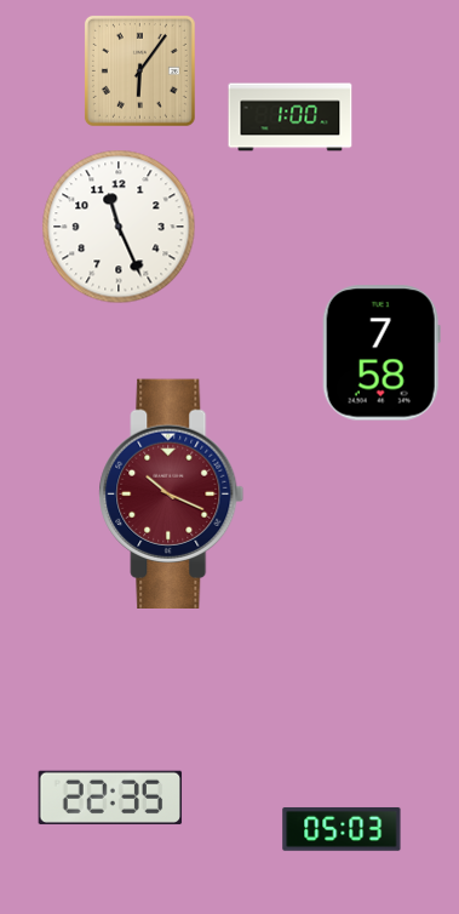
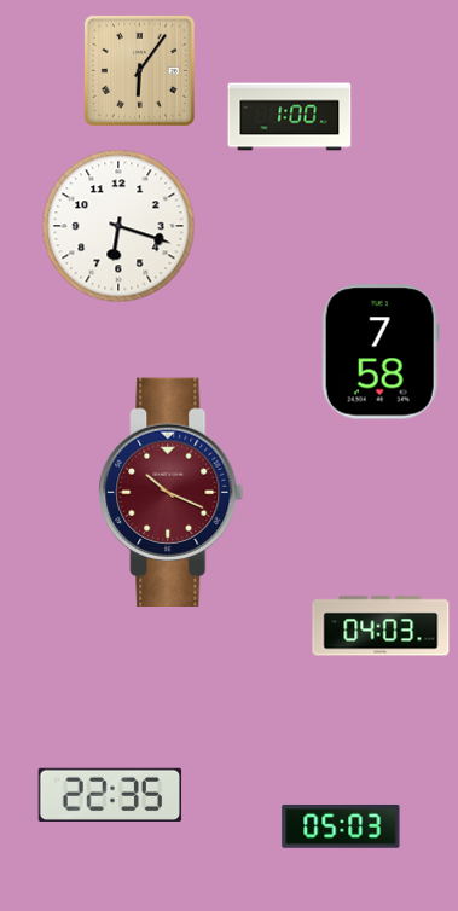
clock at (119, 227): 11:26 -> 6:18
clock at (381, 626): none -> 04:03
